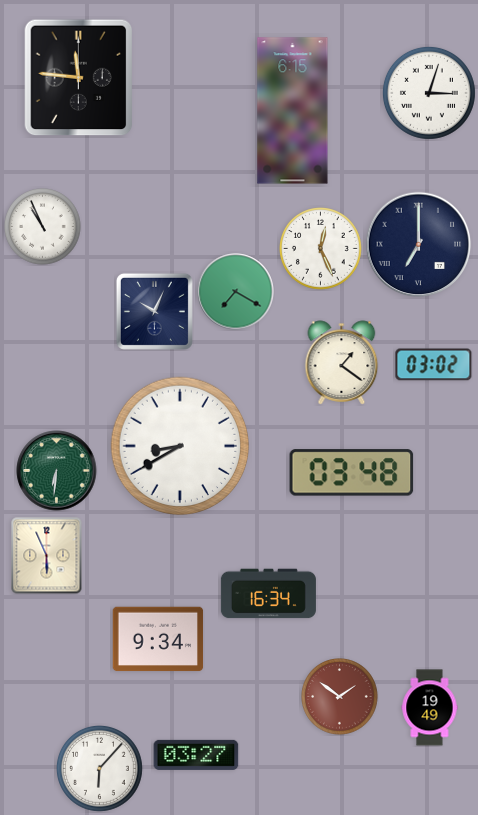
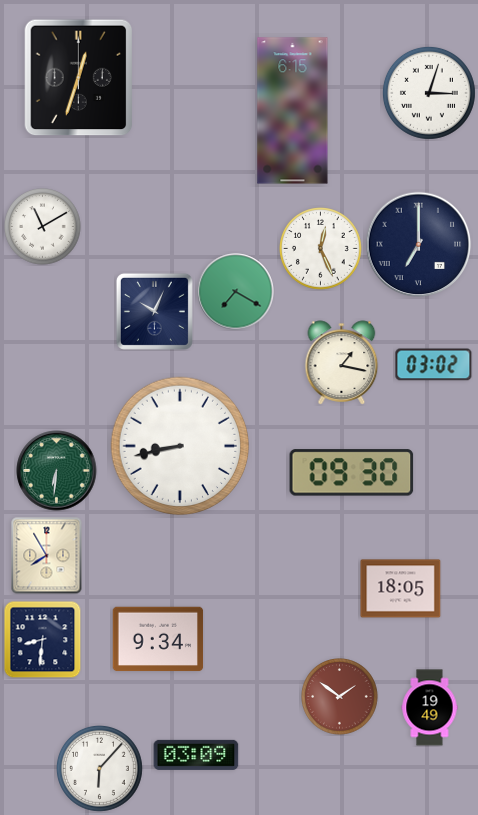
clock at (79, 78): 11:46 -> 12:33
clock at (43, 227): 10:56 -> 11:10
clock at (342, 363): 1:21 -> 1:17
clock at (180, 446): 8:40 -> 8:43
clock at (352, 473): 03:48 -> 09:30
clock at (47, 556): 5:56 -> 7:55
clock at (401, 589): none -> 18:05
clock at (268, 594): 16:34 -> none
clock at (42, 639): none -> 8:31
clock at (196, 755): 03:27 -> 03:09
